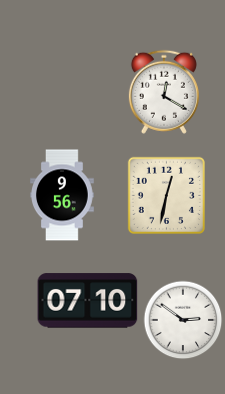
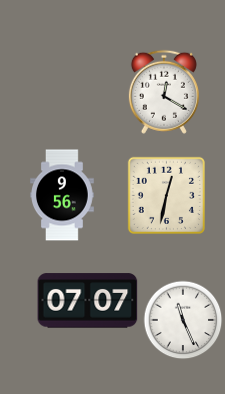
clock at (88, 301): 07:10 -> 07:07
clock at (183, 320): 2:51 -> 11:26
